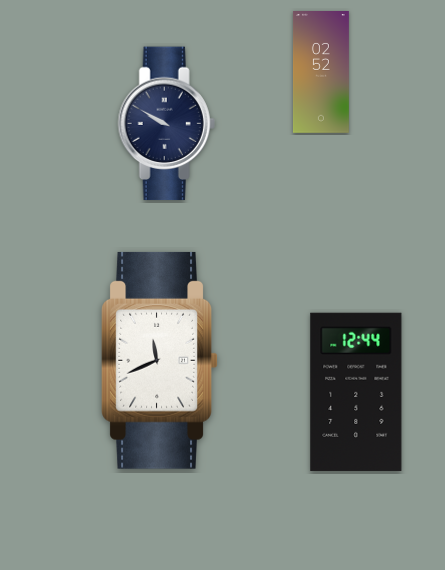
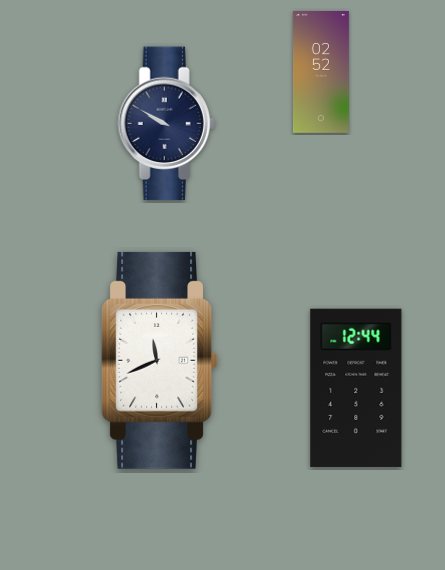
clock at (356, 392) position: (356, 392) -> (356, 388)
